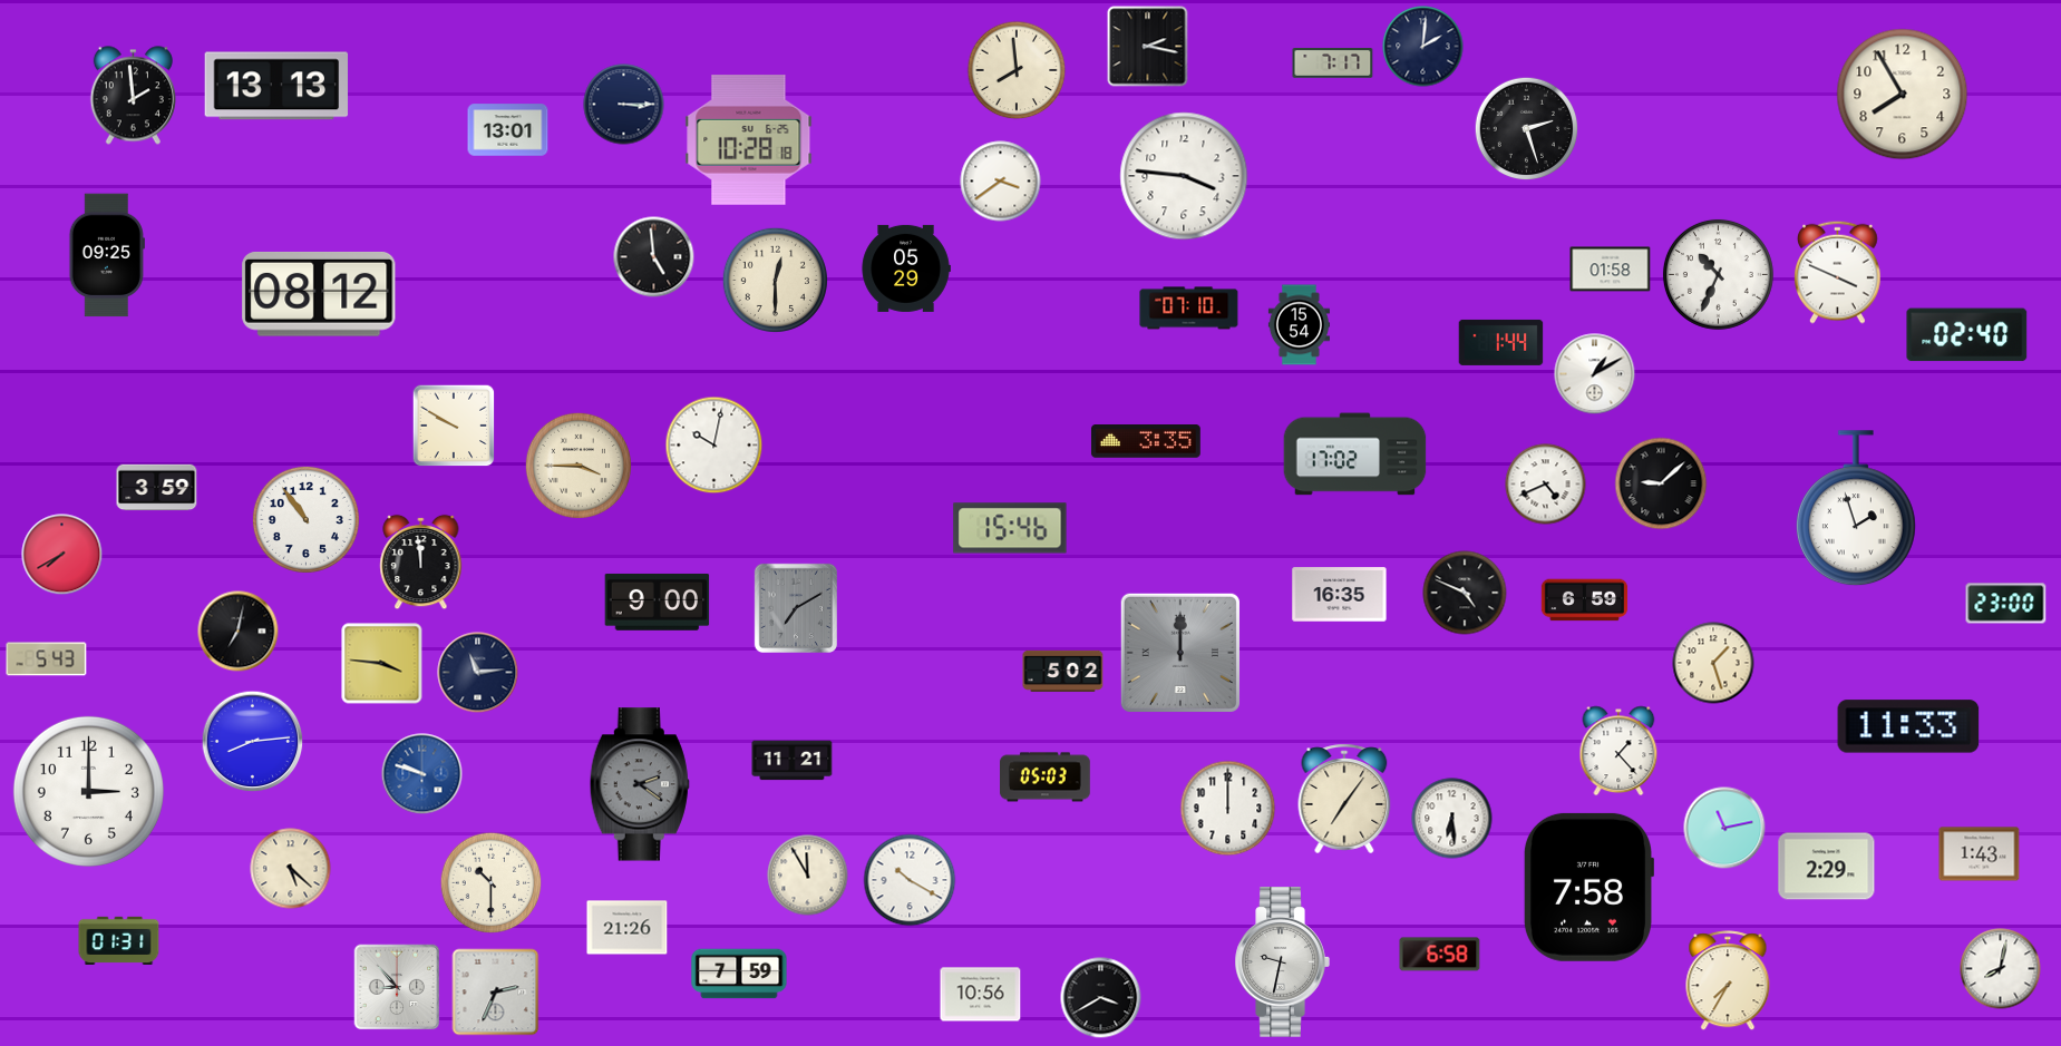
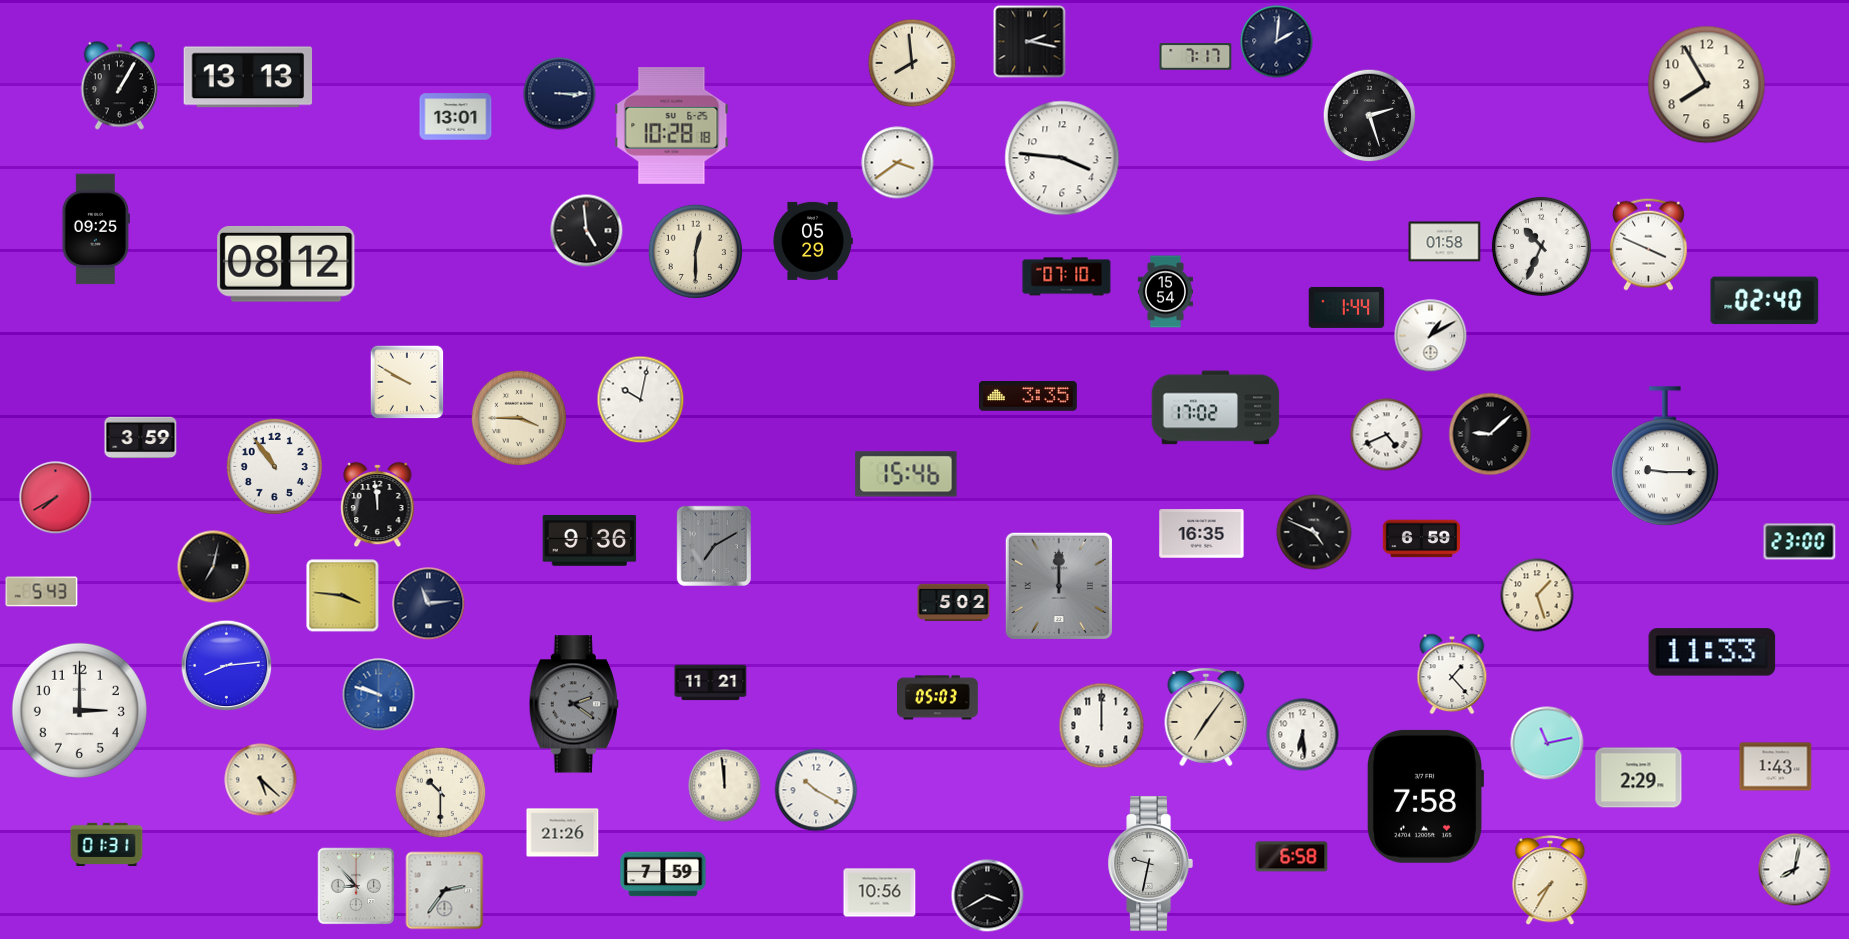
clock at (133, 96): 1:59 -> 1:05
clock at (1856, 509): 1:57 -> 9:15
clock at (658, 602): 9:00 -> 9:36
clock at (808, 876): 11:55 -> 11:59
clock at (496, 993): 2:34 -> 2:36
